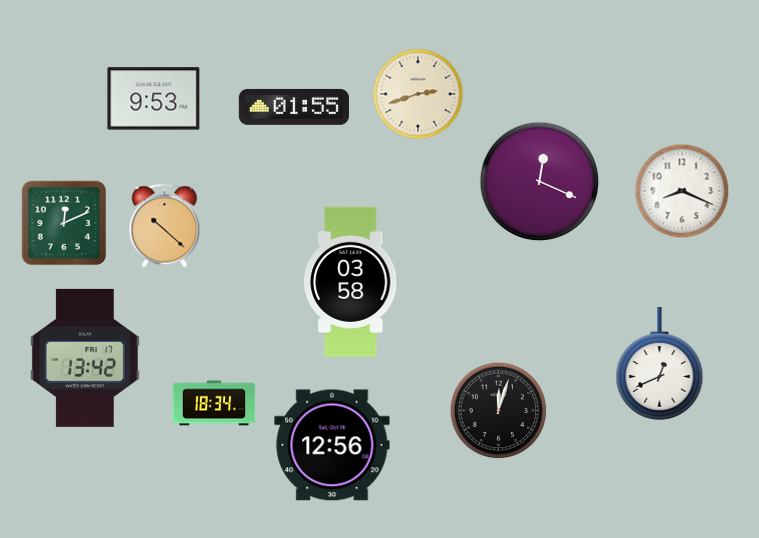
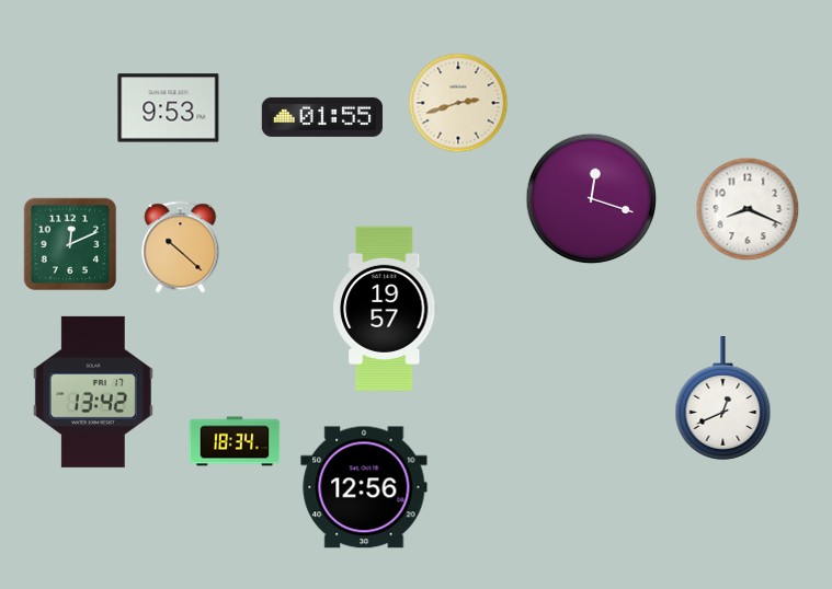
clock at (540, 182): 12:19 -> 12:18
clock at (351, 282): 03:58 -> 19:57
clock at (499, 411): 12:03 -> none
